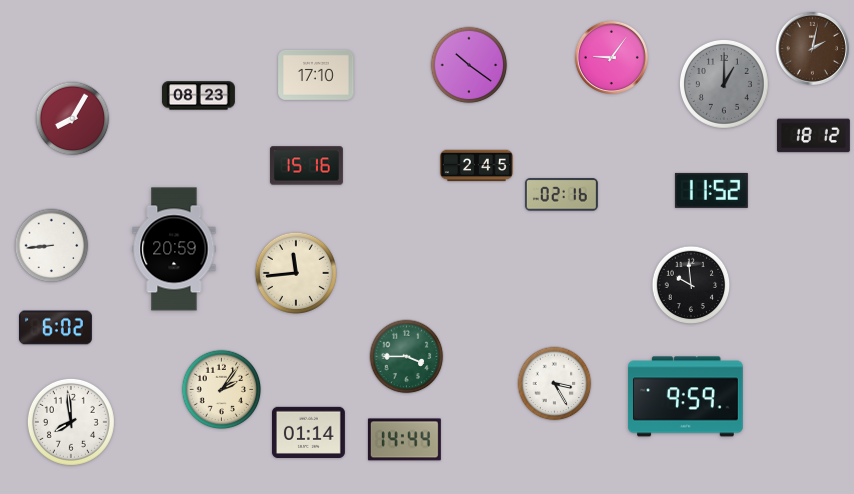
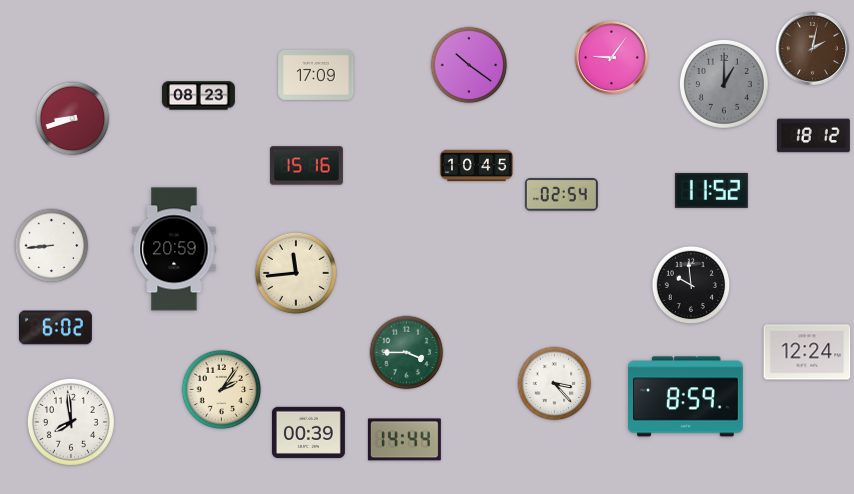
clock at (316, 75): 17:10 -> 17:09
clock at (73, 119): 8:05 -> 8:42
clock at (476, 166): 2:45 -> 10:45
clock at (561, 195): 02:16 -> 02:54
clock at (807, 352): none -> 12:24
clock at (407, 357) position: (407, 357) -> (407, 353)
clock at (555, 384): 3:25 -> 3:23
clock at (686, 397): 9:59 -> 8:59
clock at (308, 432): 01:14 -> 00:39
